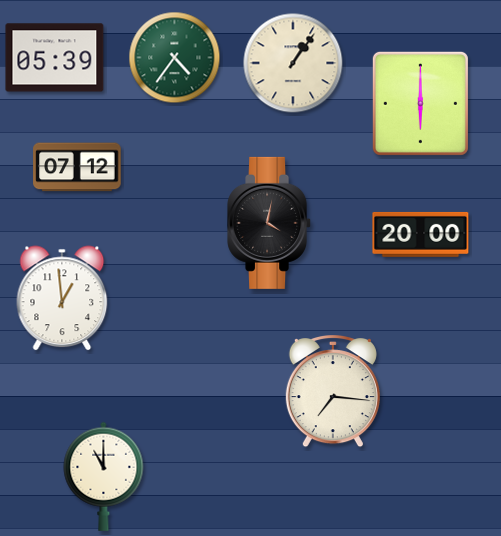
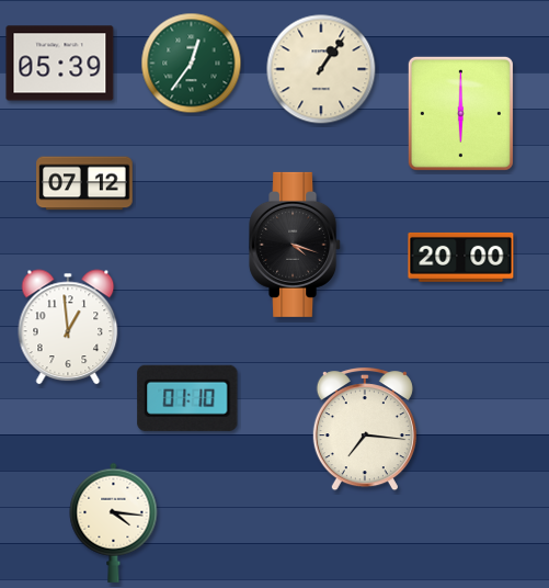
clock at (175, 58): 4:36 -> 12:36
clock at (270, 223): 4:02 -> 4:18
clock at (187, 398): none -> 01:10
clock at (104, 476): 11:00 -> 4:16
